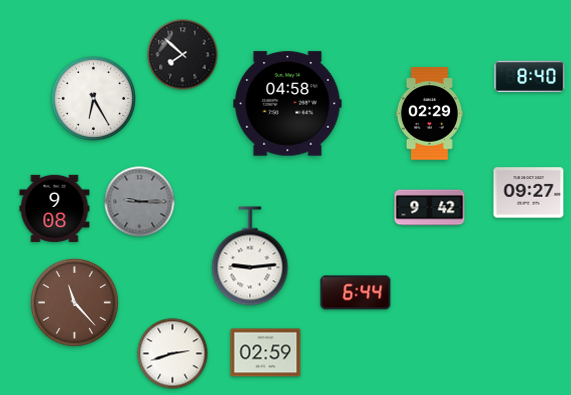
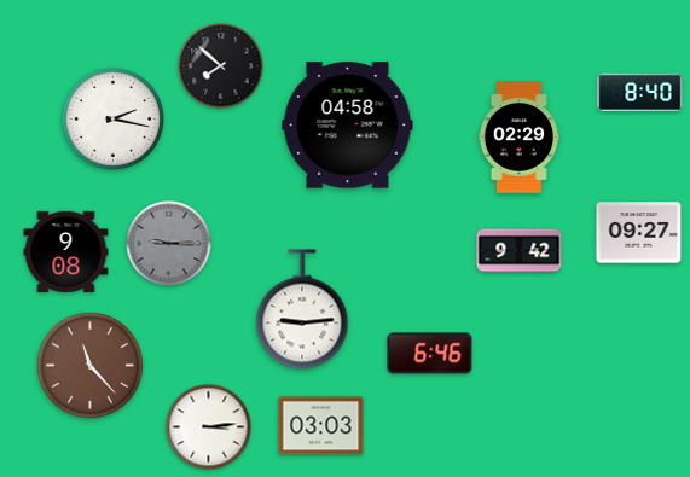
clock at (93, 98): 6:25 -> 2:17
clock at (356, 293): 6:44 -> 6:46
clock at (266, 353): 02:59 -> 03:03
clock at (173, 354): 2:42 -> 3:14
